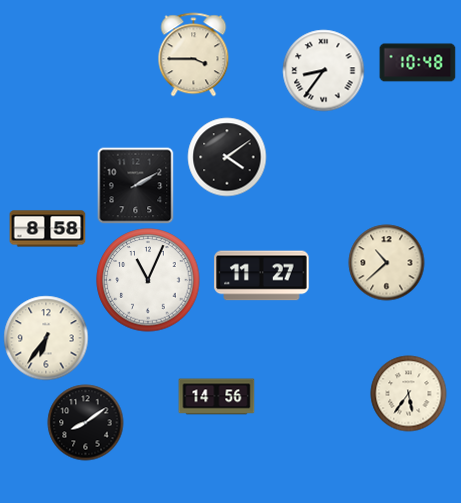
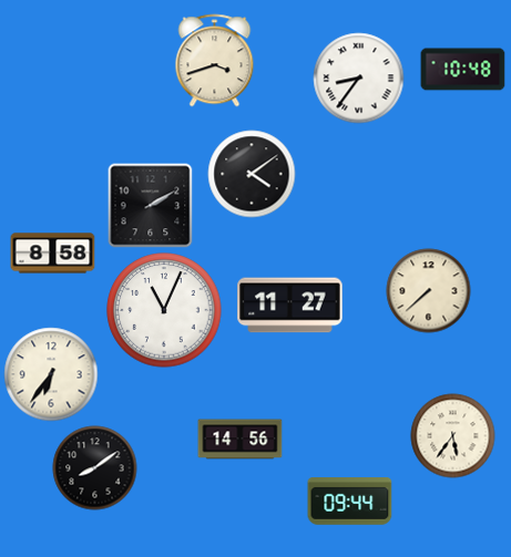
clock at (194, 55): 3:45 -> 3:42
clock at (387, 263): 10:38 -> 7:38
clock at (350, 502): none -> 09:44
